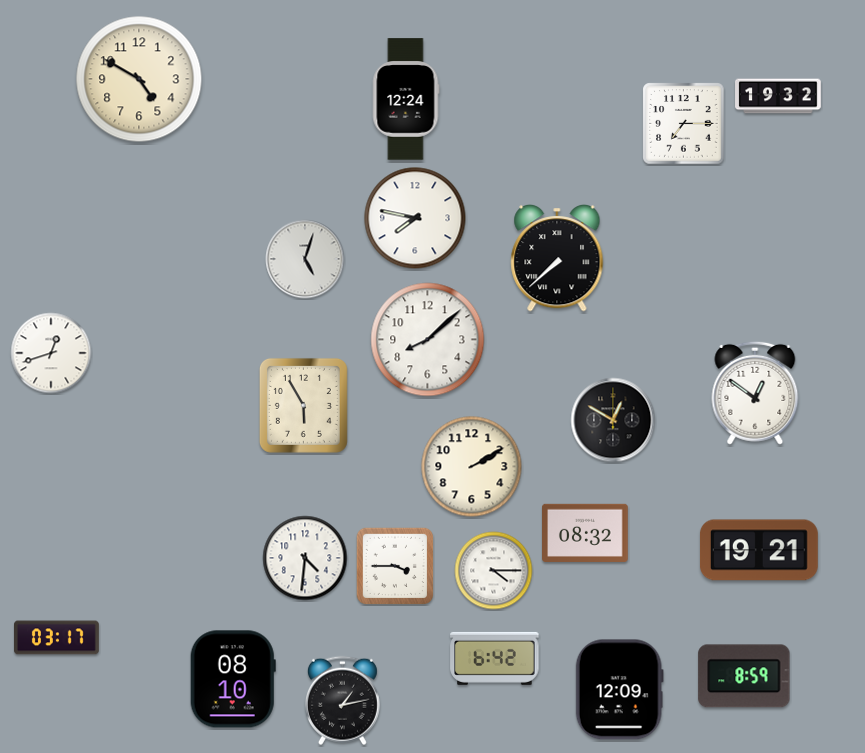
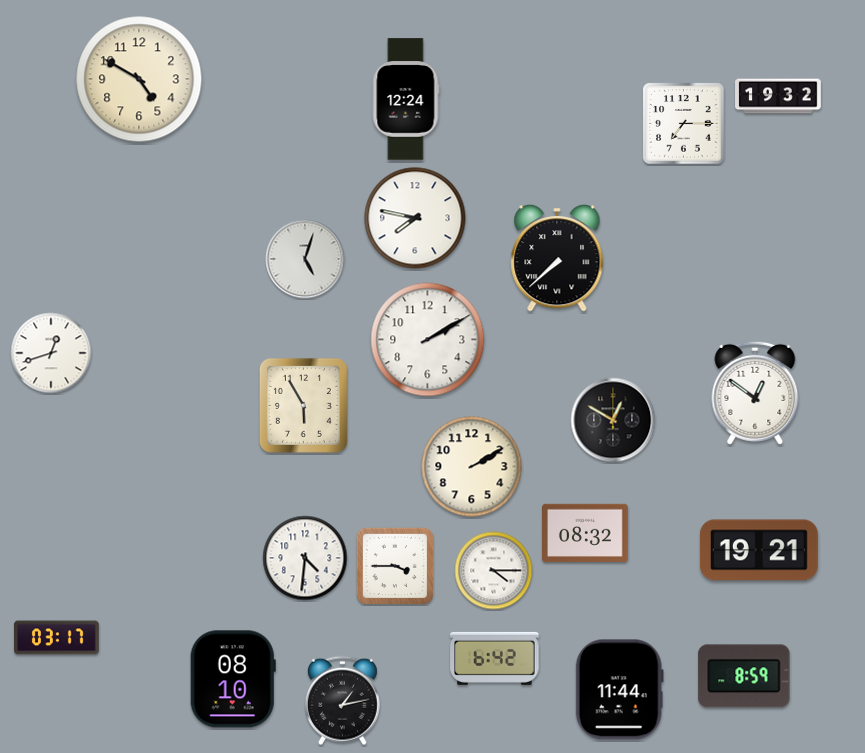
clock at (428, 340): 8:08 -> 2:10
clock at (619, 690): 12:09 -> 11:44
